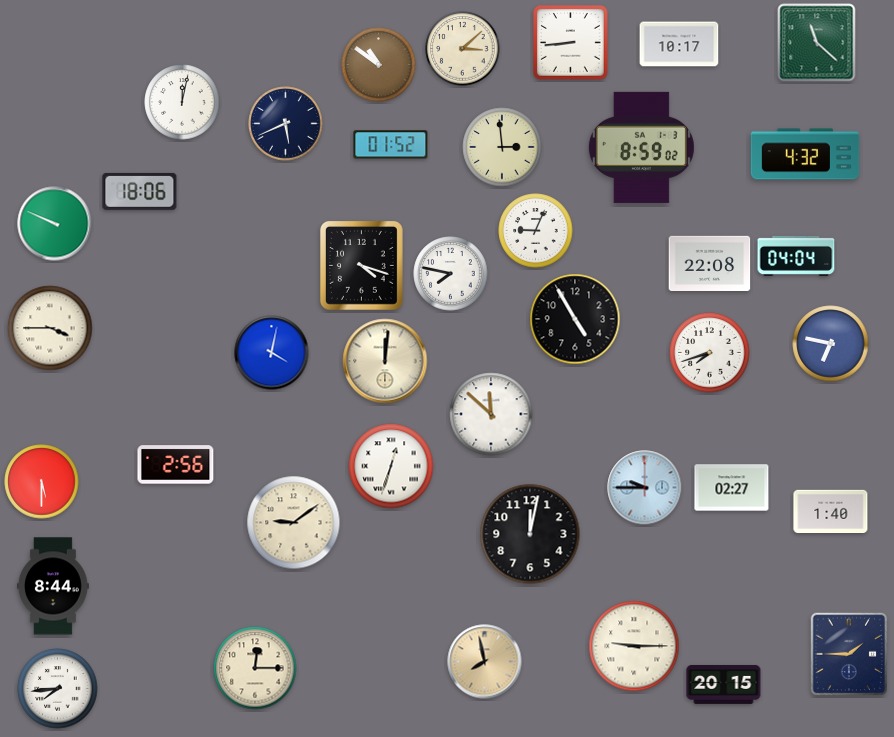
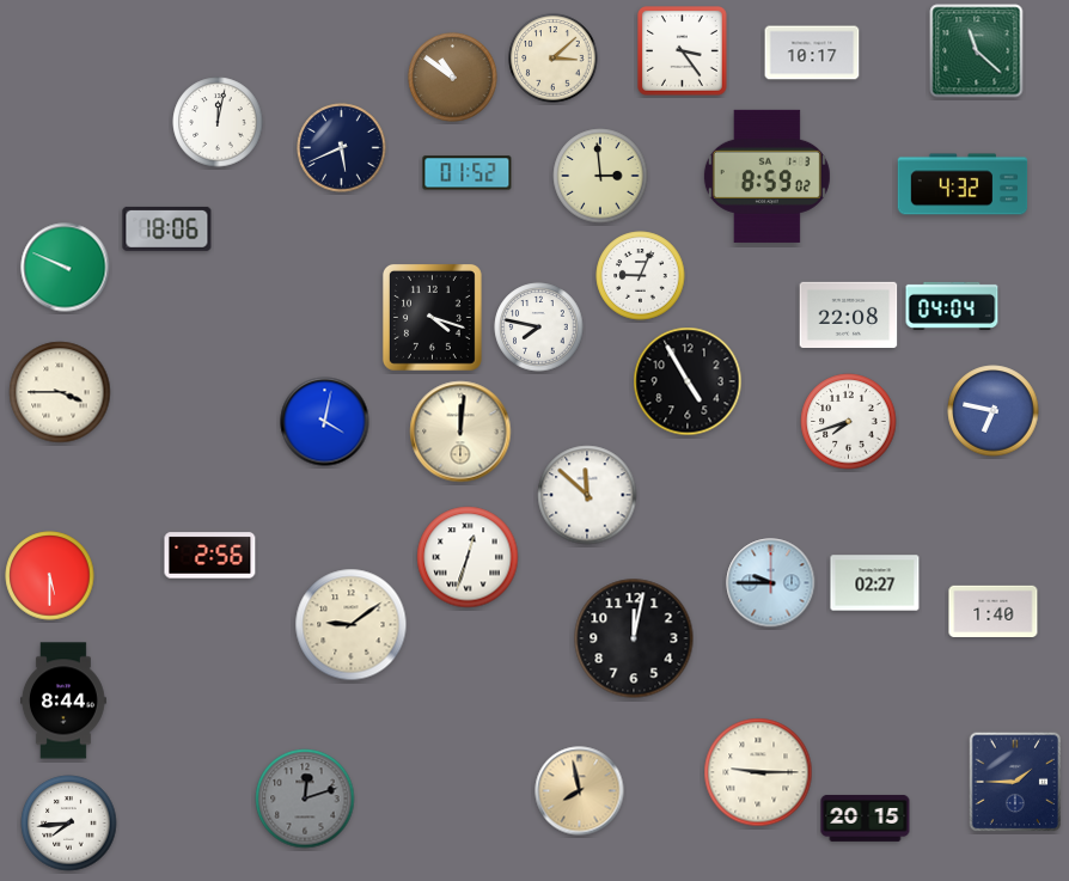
clock at (571, 43): 8:44 -> 3:24
clock at (255, 668): 12:15 -> 12:12
clock at (255, 668) dial: cream -> grey
